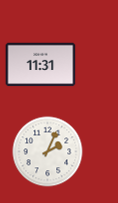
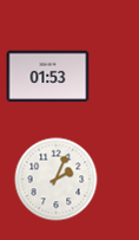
clock at (41, 65): 11:31 -> 01:53
